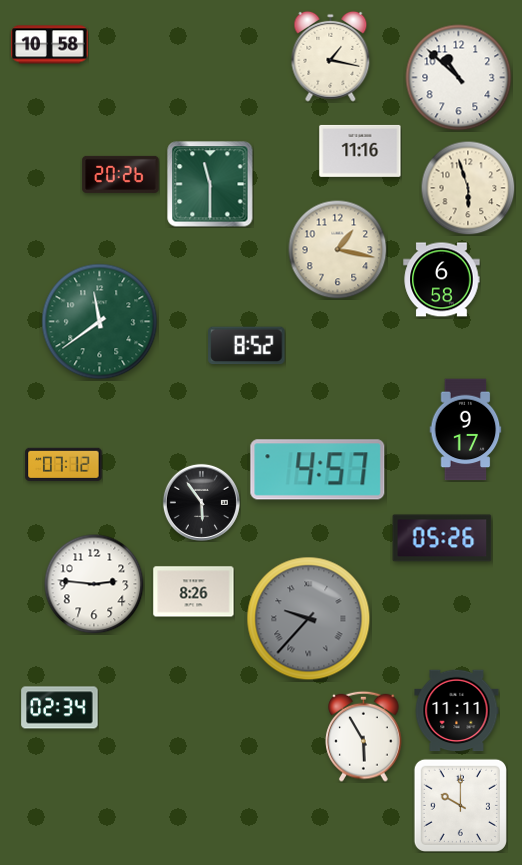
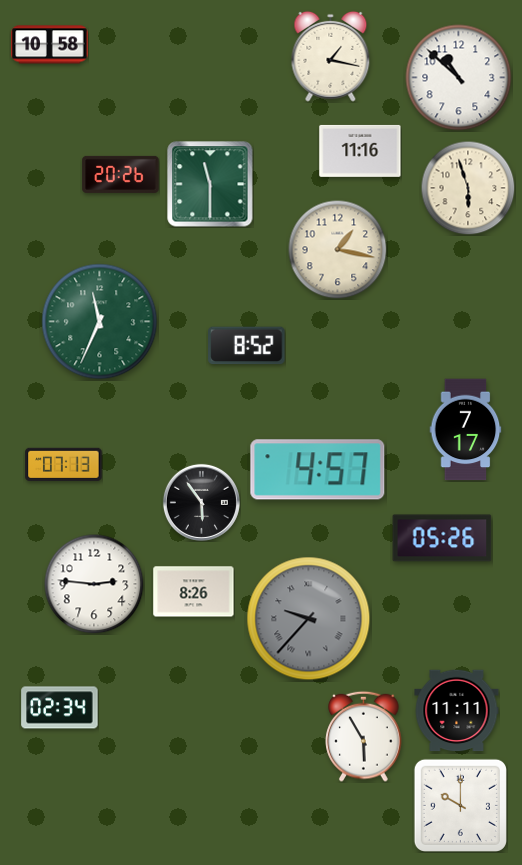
clock at (442, 280): 6:58 -> none
clock at (100, 322): 11:39 -> 11:34
clock at (466, 430): 9:17 -> 7:17
clock at (64, 464): 07:12 -> 07:13
